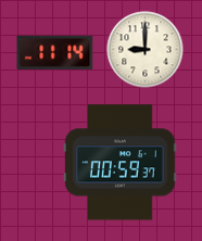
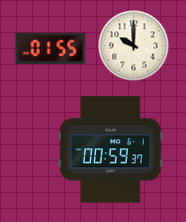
clock at (146, 50): 9:00 -> 10:00
clock at (55, 53): 11:14 -> 01:55
